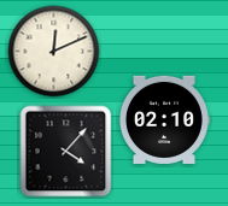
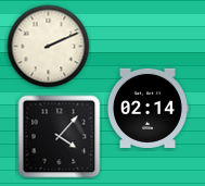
clock at (54, 52): 12:11 -> 2:11
clock at (164, 119): 02:10 -> 02:14
